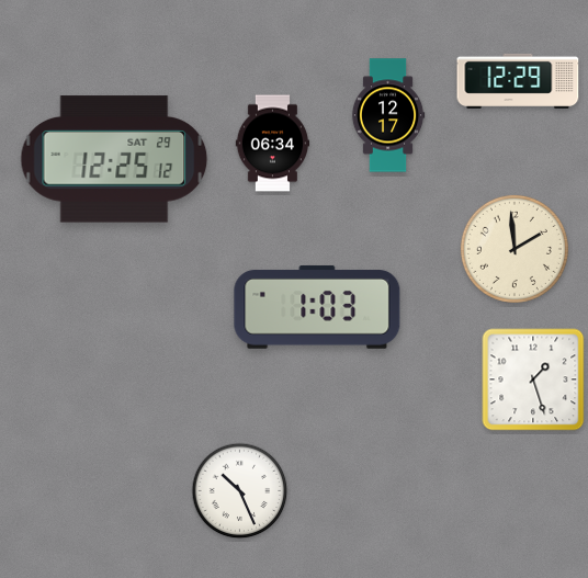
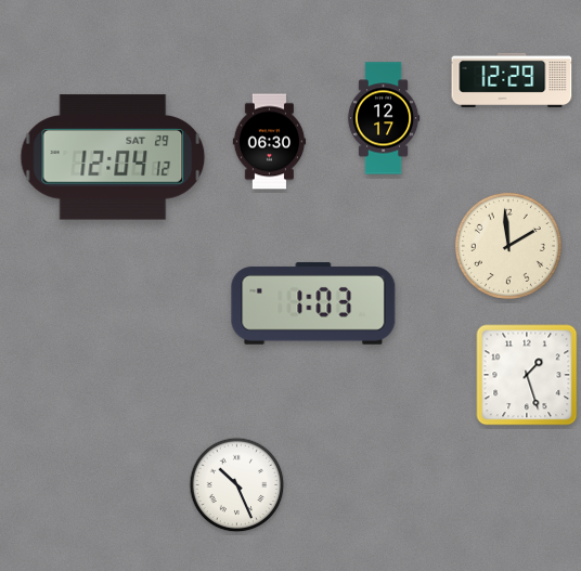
clock at (388, 115) position: (388, 115) -> (384, 118)
clock at (273, 144): 06:34 -> 06:30
clock at (114, 159): 12:25 -> 12:04
